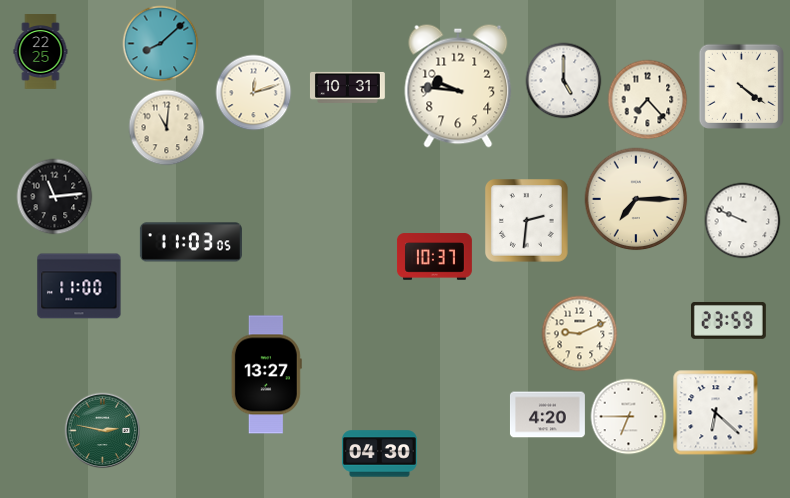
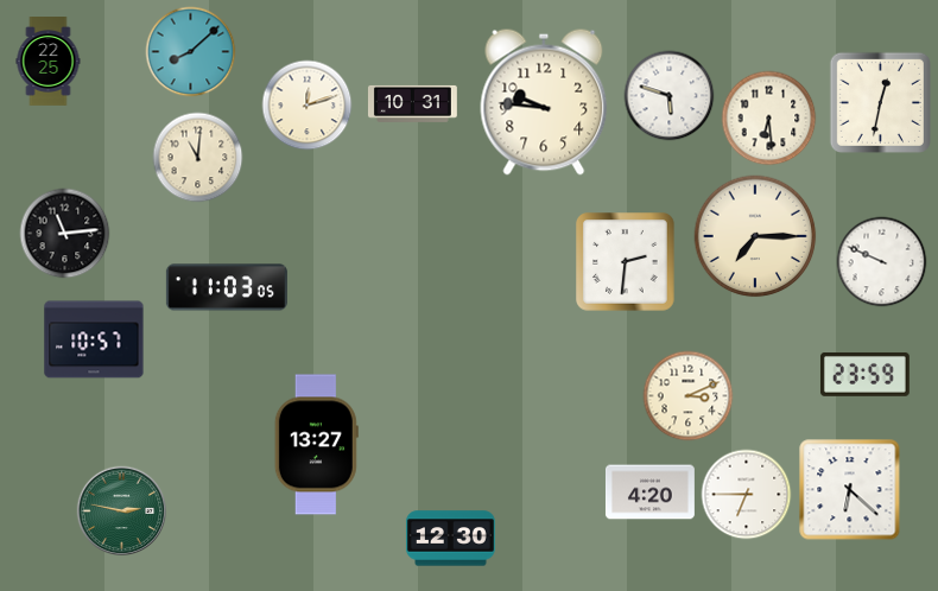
clock at (564, 81): 5:00 -> 5:48
clock at (741, 86): 4:21 -> 12:32
clock at (254, 93) position: (254, 93) -> (308, 106)
clock at (648, 100): 7:23 -> 6:29
clock at (167, 128) position: (167, 128) -> (198, 158)
clock at (435, 257): 10:37 -> none
clock at (79, 286): 11:00 -> 10:57
clock at (728, 321) position: (728, 321) -> (864, 375)
clock at (580, 334): 9:11 -> 3:11
clock at (379, 454): 04:30 -> 12:30
